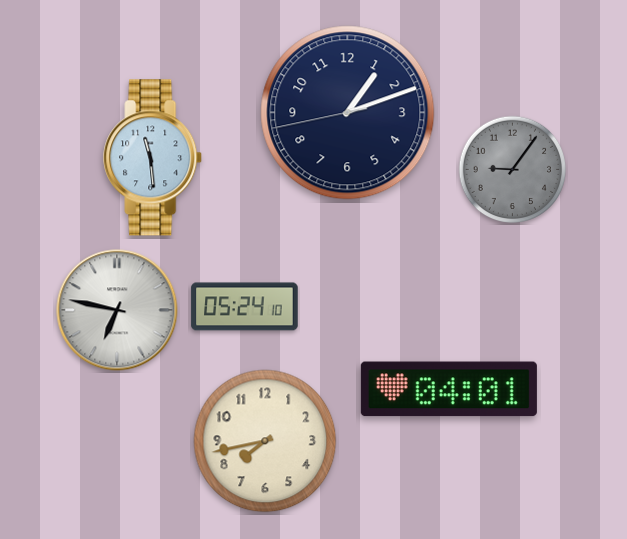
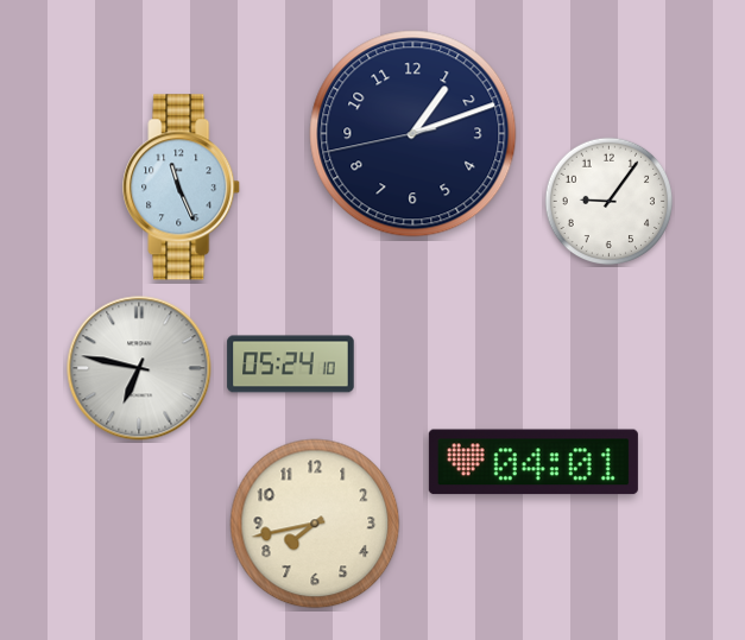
clock at (153, 158): 11:29 -> 11:26
clock at (513, 170) dial: grey -> white
